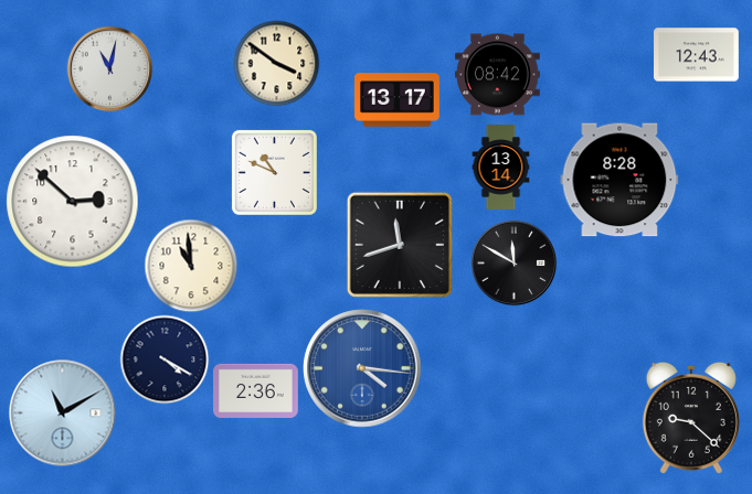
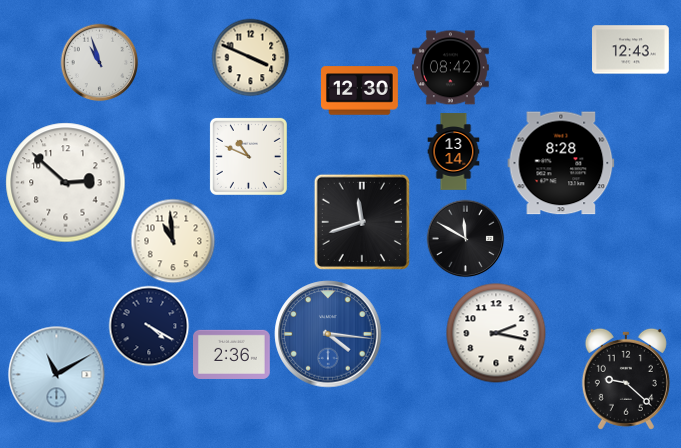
clock at (276, 63): 3:51 -> 3:49
clock at (109, 68): 11:02 -> 10:57
clock at (398, 100): 13:17 -> 12:30
clock at (496, 333): none -> 2:17
